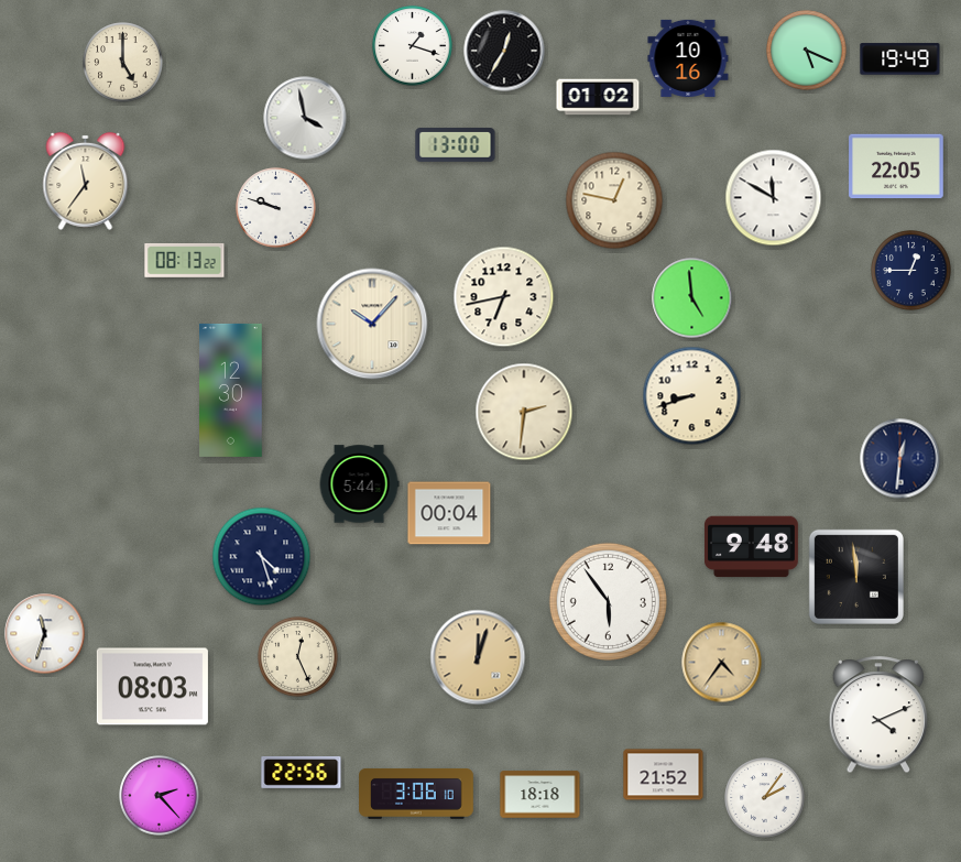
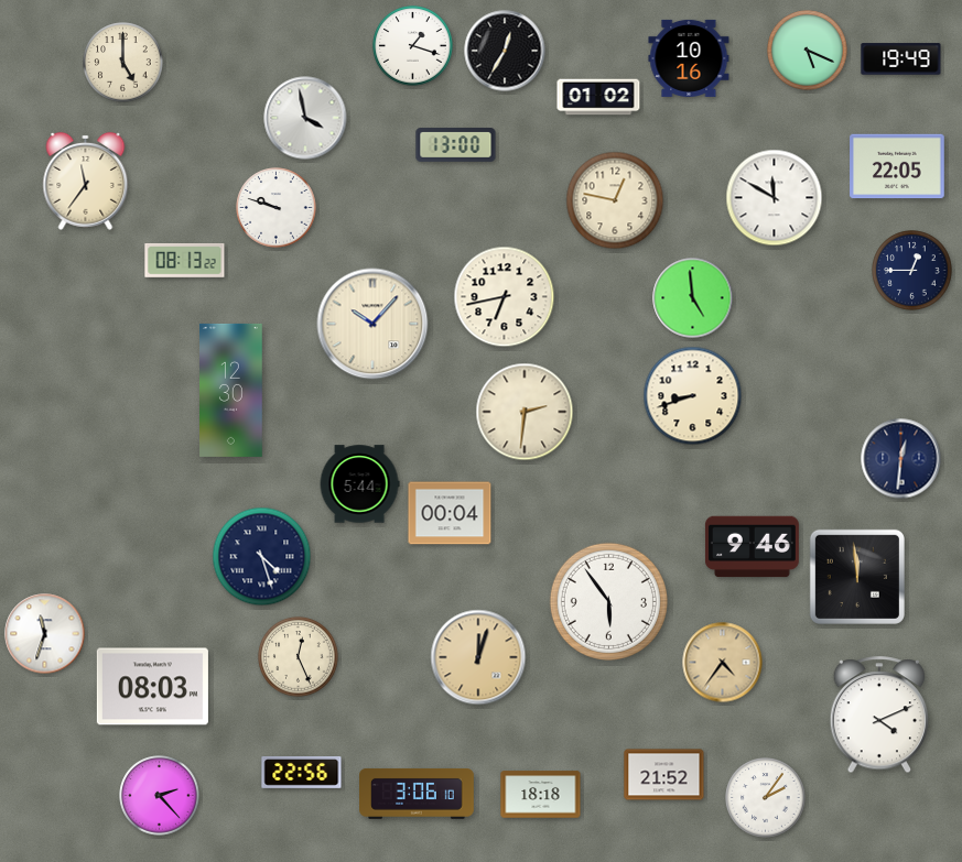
clock at (751, 547): 9:48 -> 9:46
